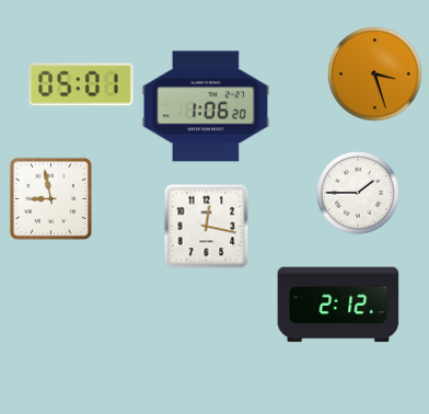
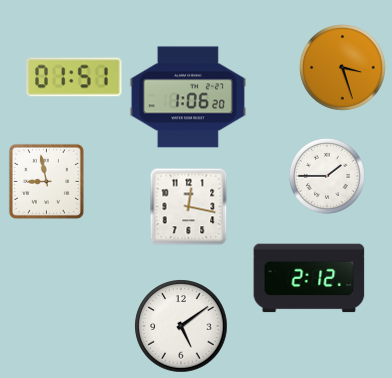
clock at (81, 84): 05:01 -> 01:51
clock at (181, 326): none -> 5:09
